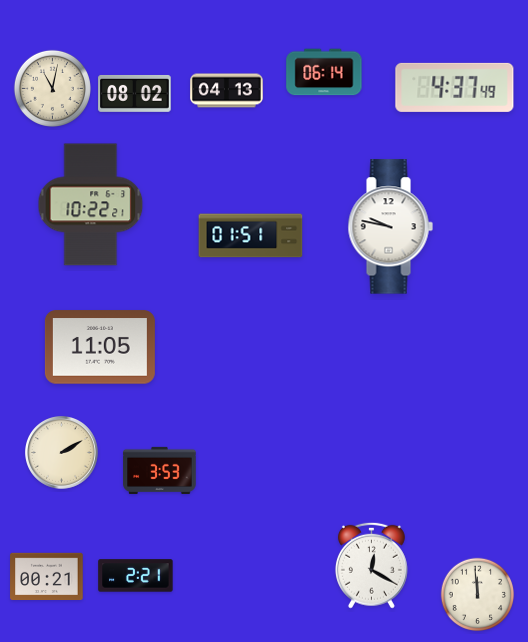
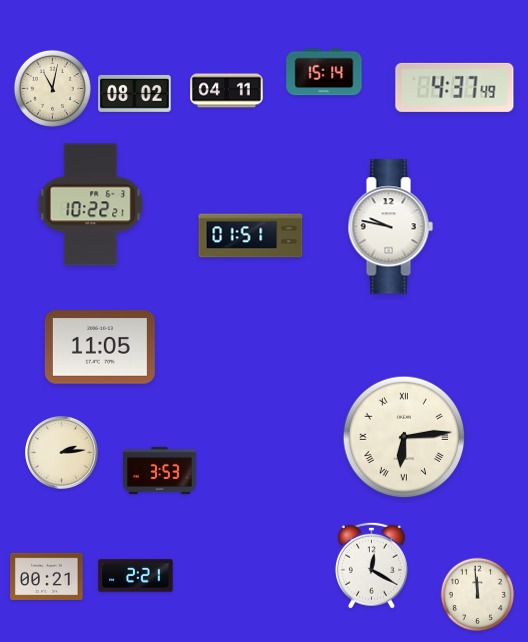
clock at (324, 72): 06:14 -> 15:14
clock at (227, 91): 04:13 -> 04:11
clock at (404, 437): none -> 6:14
clock at (62, 453): 2:10 -> 2:14
